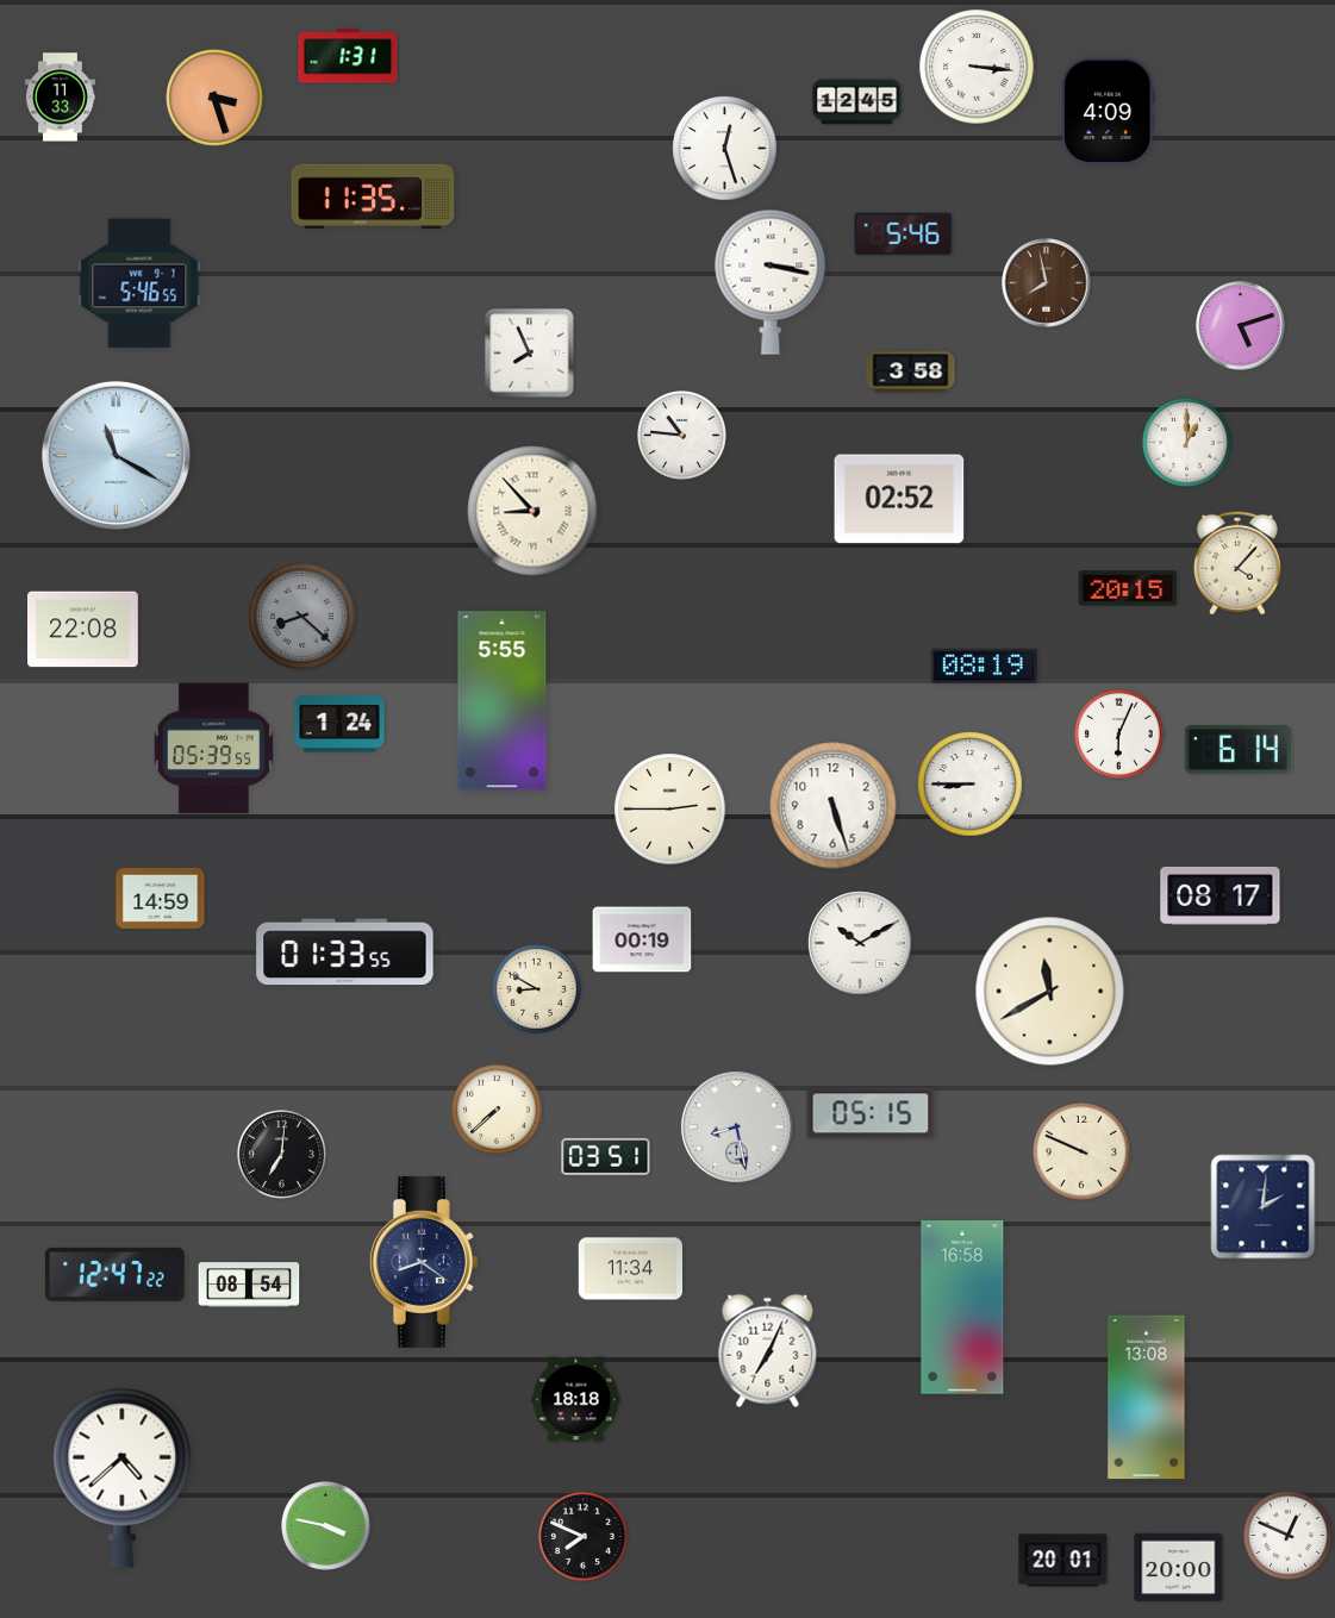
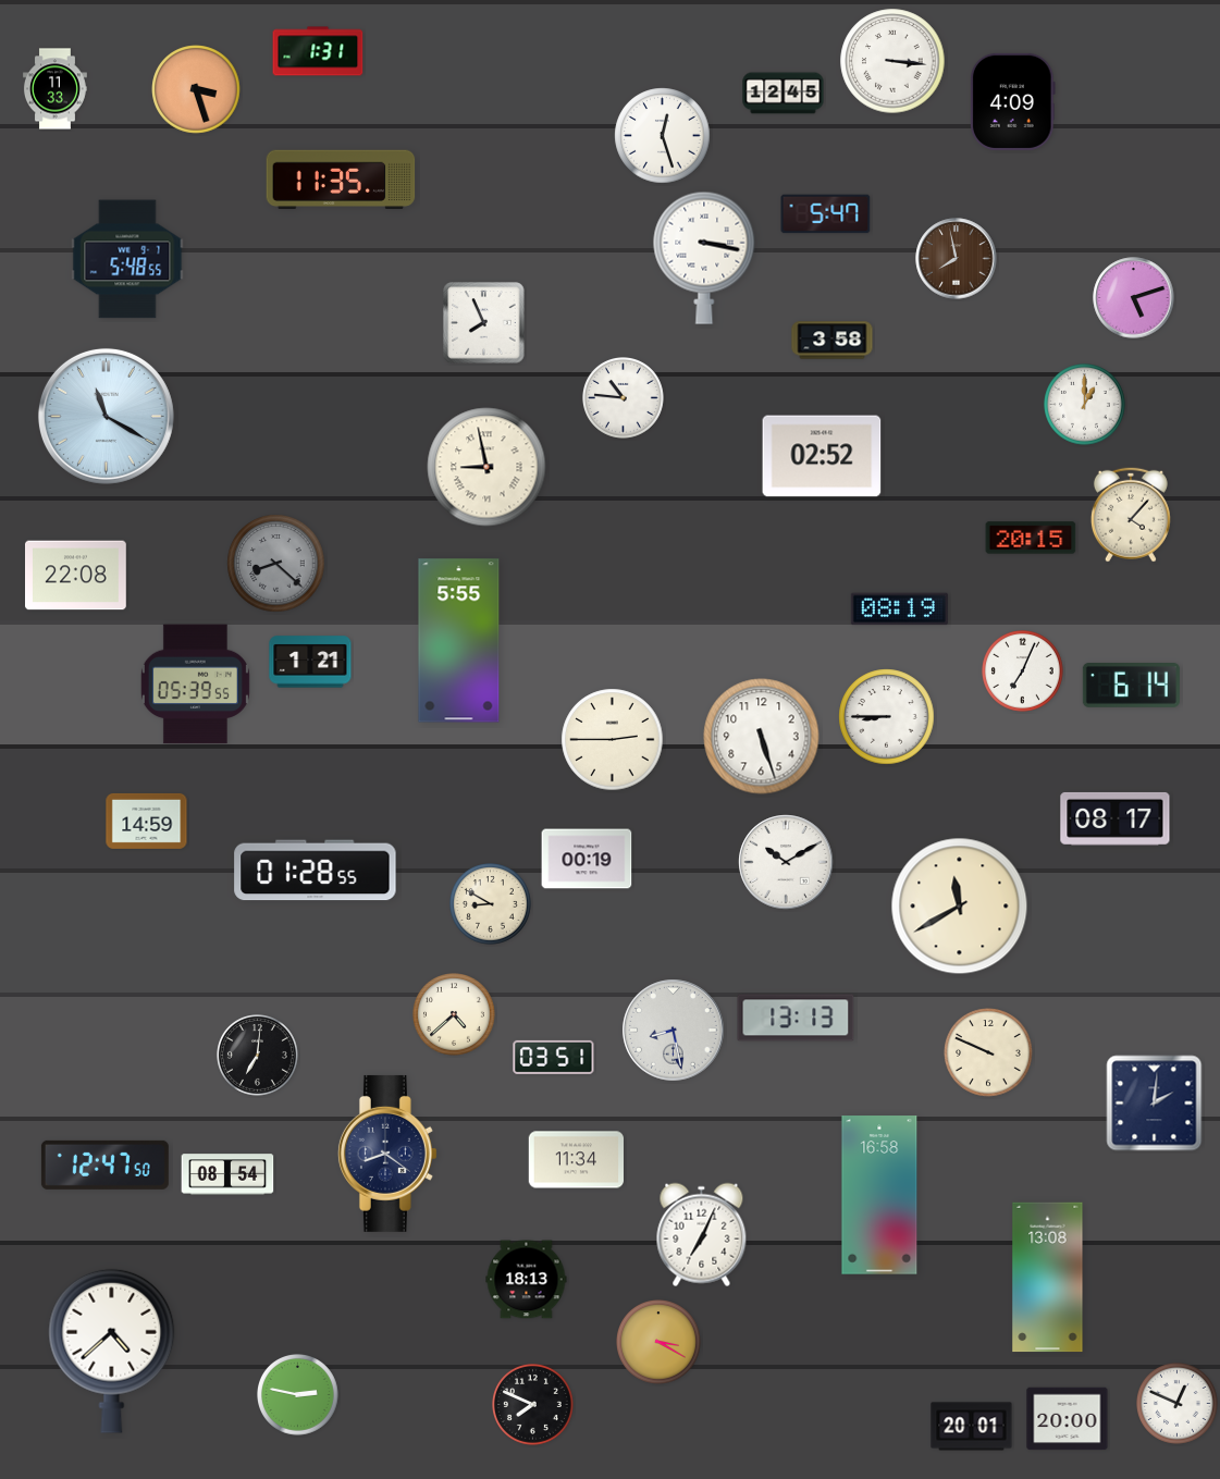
clock at (904, 235): 5:46 -> 5:47
clock at (139, 283): 5:46 -> 5:48
clock at (532, 511): 8:53 -> 8:58
clock at (339, 724): 1:24 -> 1:21
clock at (1119, 735): 6:04 -> 7:04
clock at (345, 952): 01:33 -> 01:28
clock at (498, 1111): 7:38 -> 4:38
clock at (871, 1113): 05:15 -> 13:13
clock at (114, 1274): 12:47:22 -> 12:47:50
clock at (576, 1400): 18:18 -> 18:13
clock at (660, 1343): none -> 3:20
clock at (326, 1526): 3:47 -> 2:47
clock at (1179, 1568) position: (1179, 1568) -> (1068, 1419)
